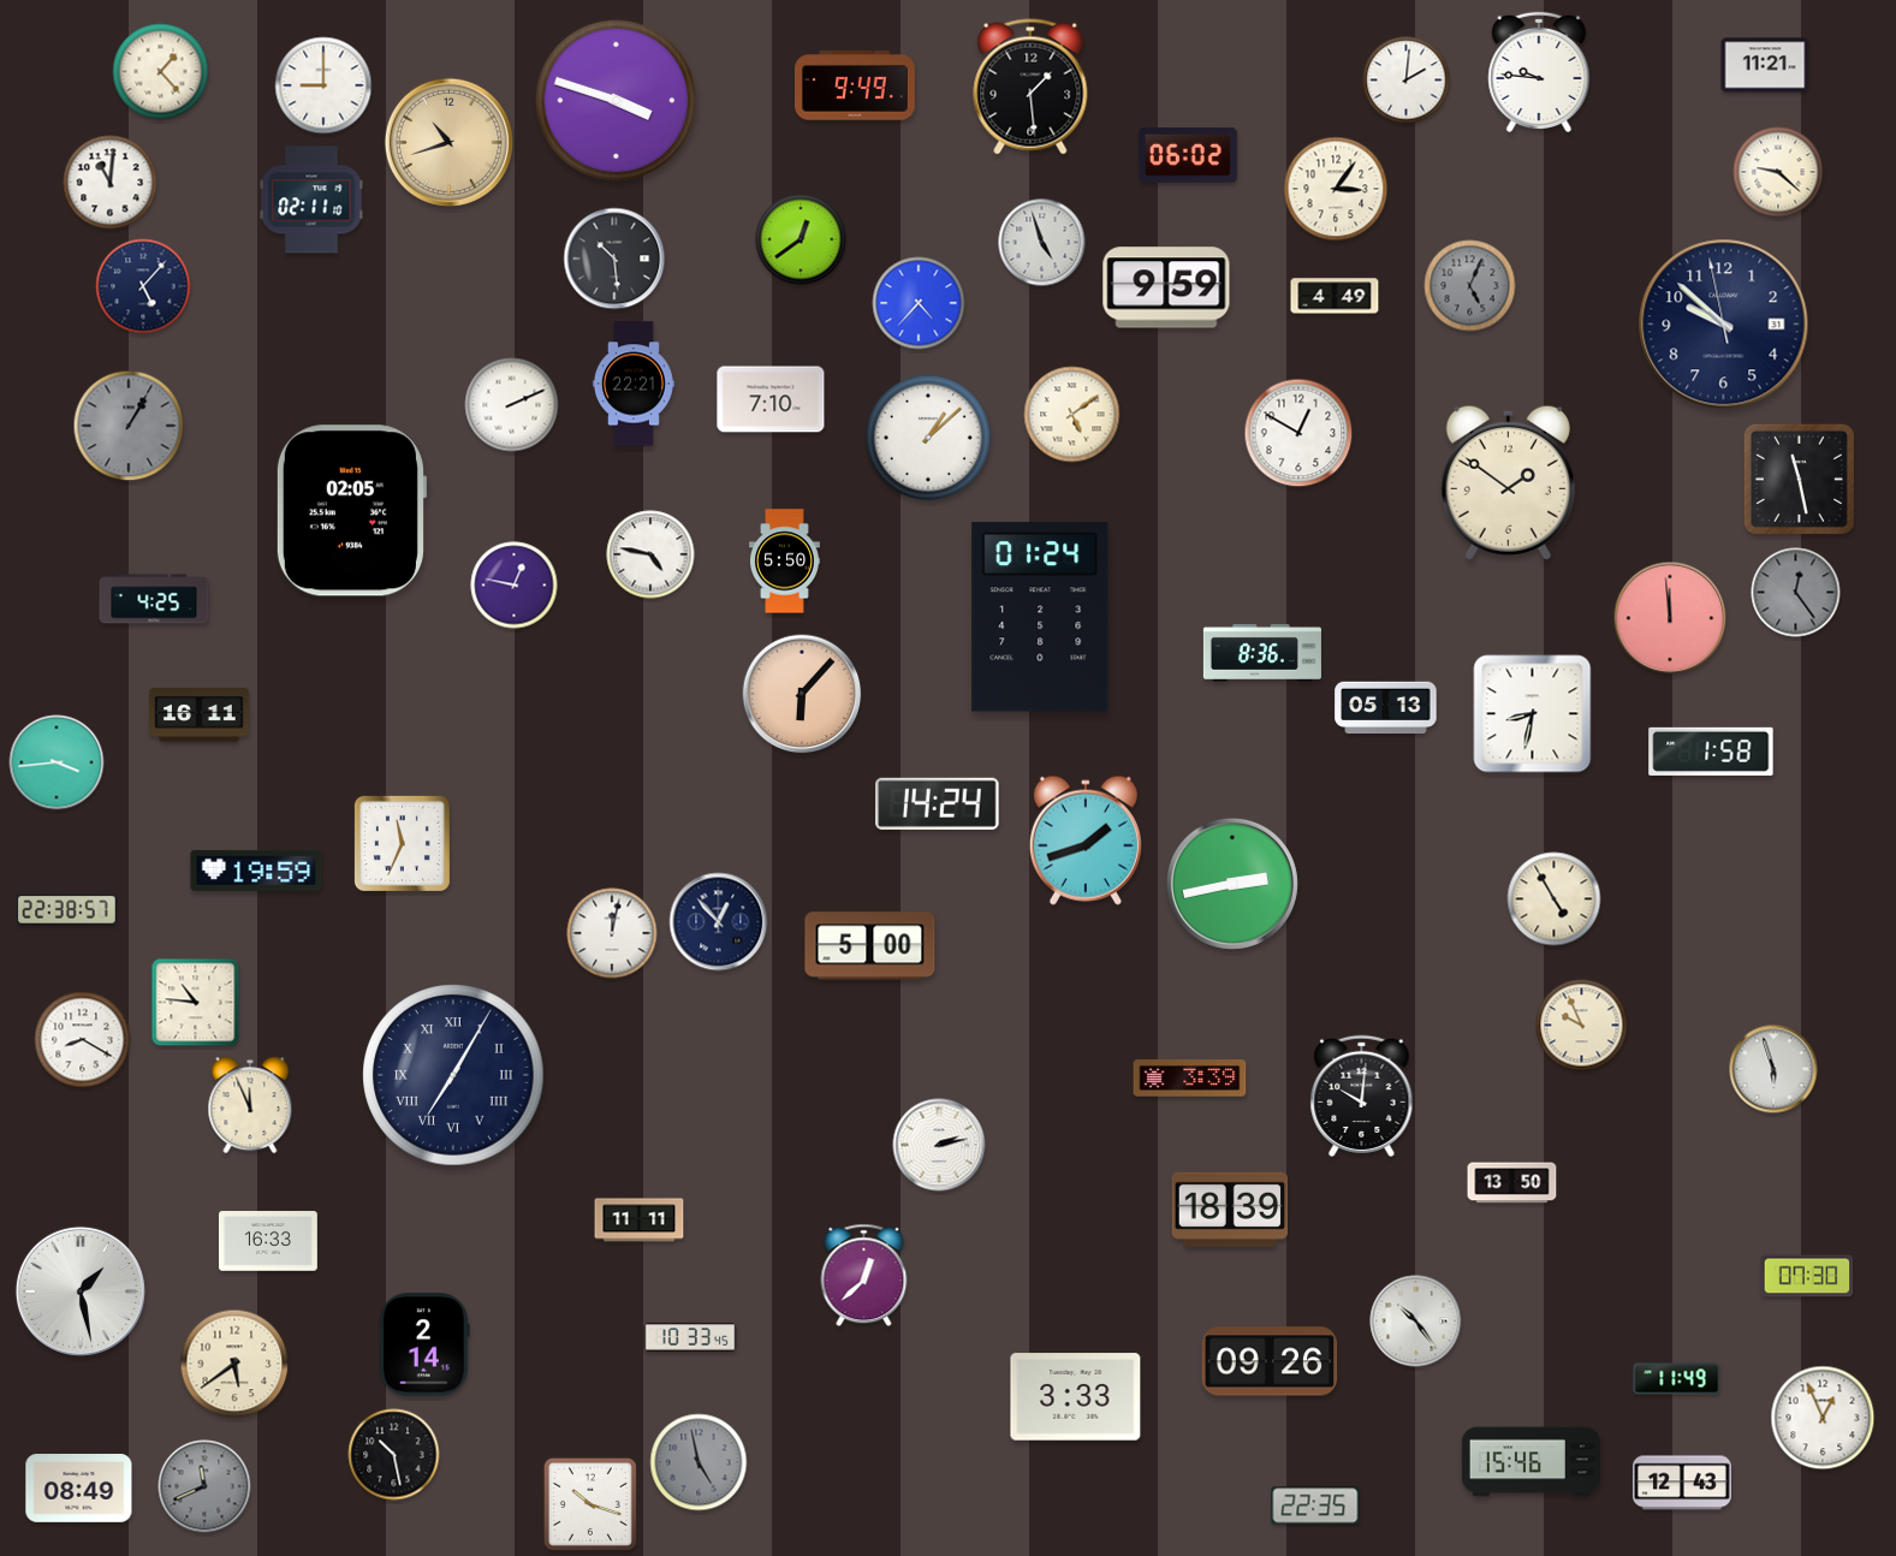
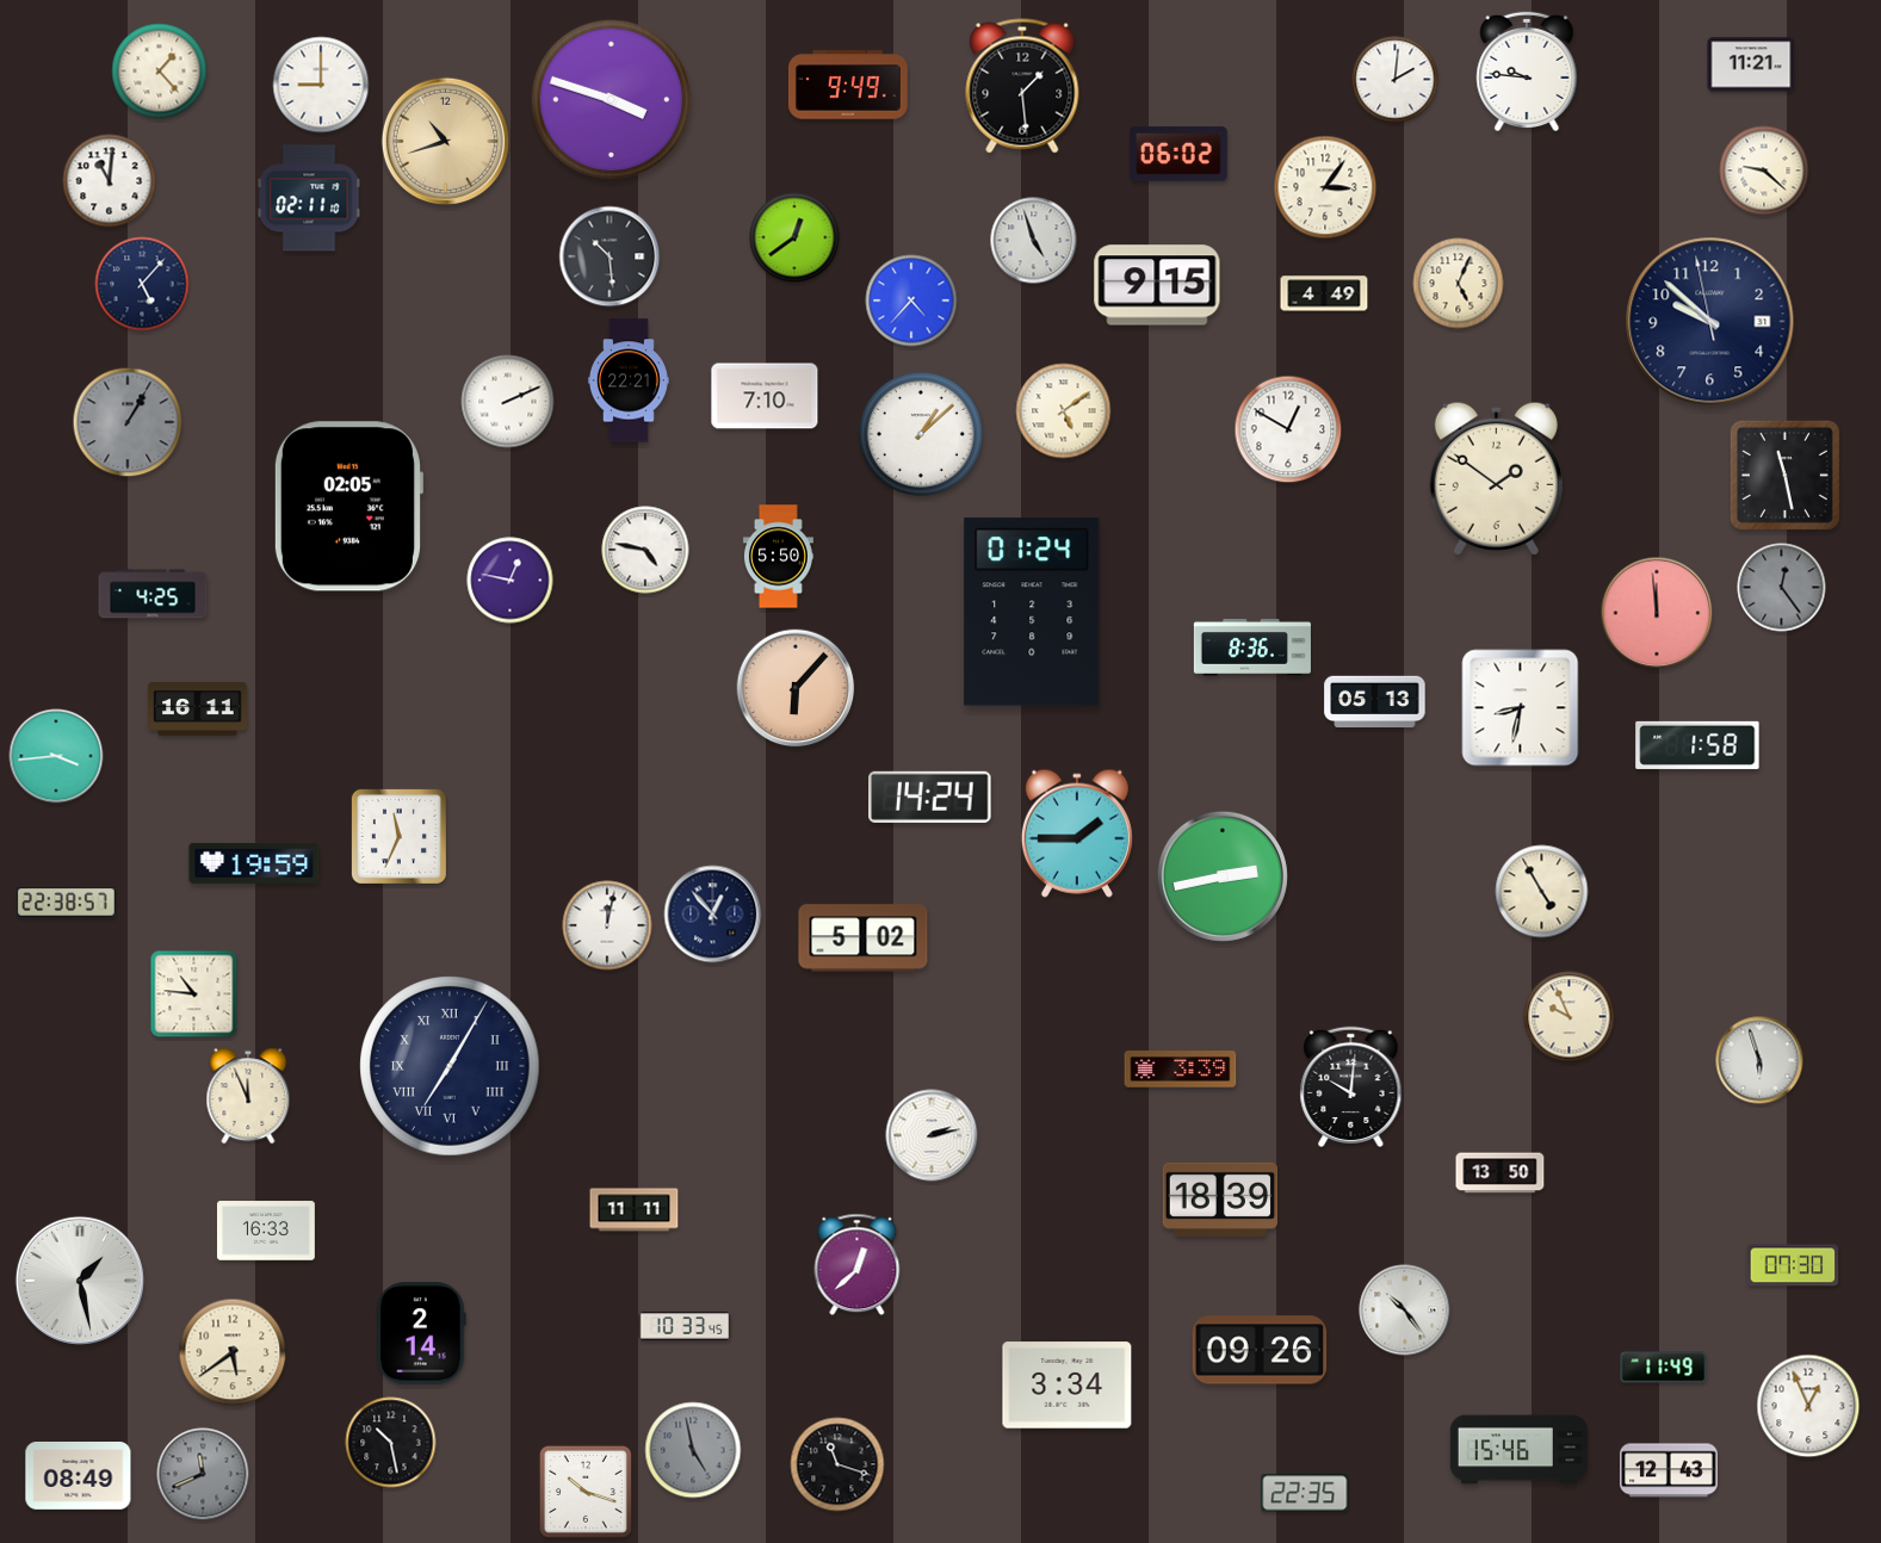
clock at (1470, 286) dial: grey -> cream
clock at (1166, 287): 9:59 -> 9:15
clock at (1086, 841): 1:42 -> 1:45
clock at (870, 946): 5:00 -> 5:02
clock at (83, 1040): 8:20 -> none
clock at (1076, 1397): 3:33 -> 3:34
clock at (837, 1464): none -> 11:18
